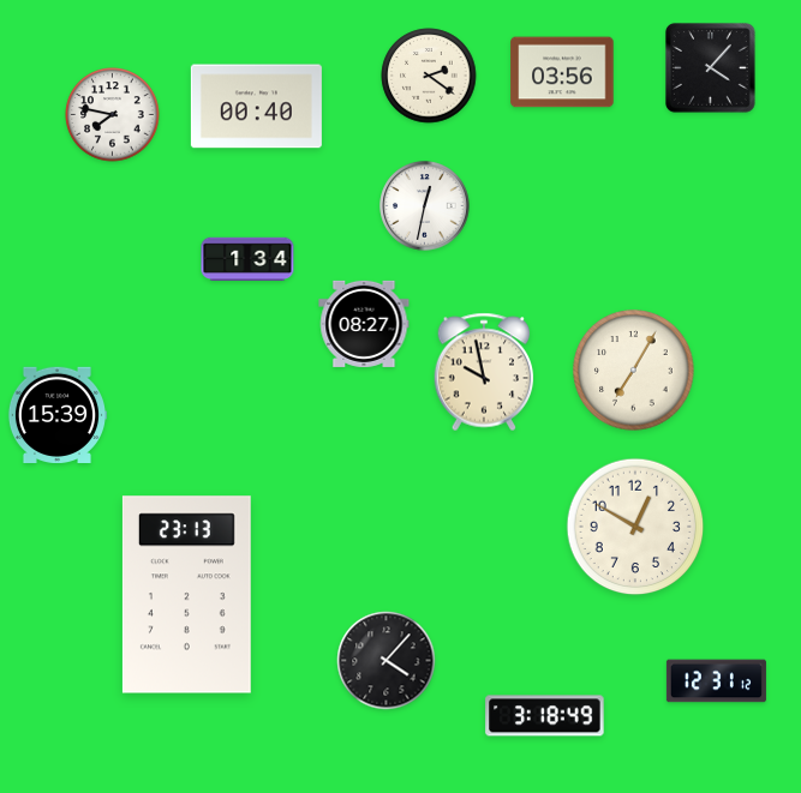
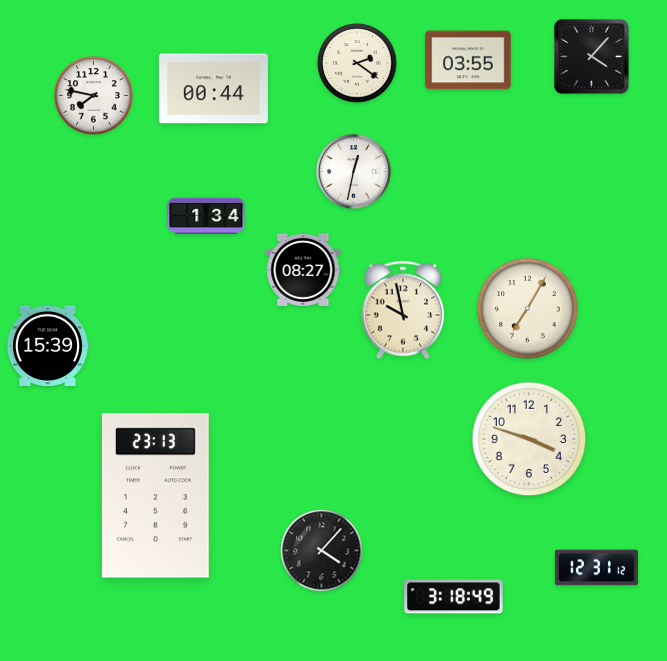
clock at (562, 72): 03:56 -> 03:55
clock at (256, 107): 00:40 -> 00:44
clock at (635, 527): 12:50 -> 3:48
